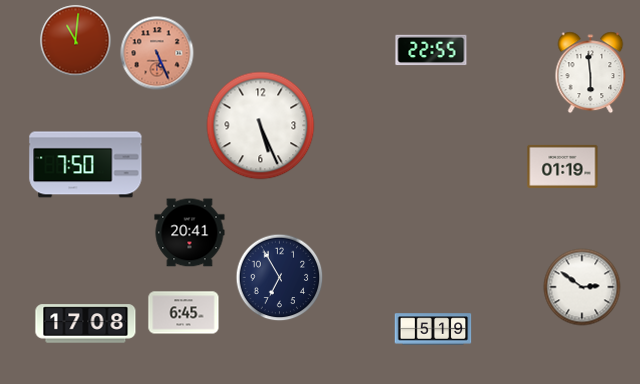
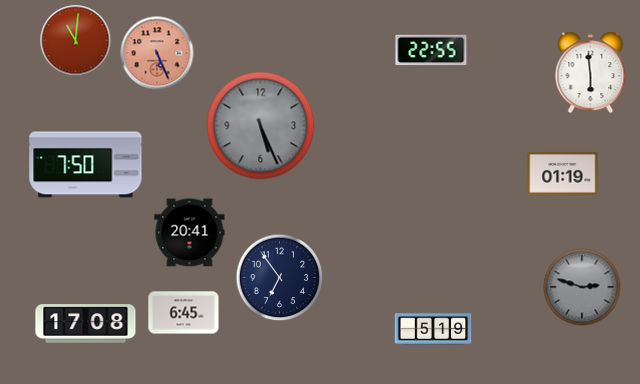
clock at (261, 126) dial: white -> grey
clock at (563, 166) position: (563, 166) -> (563, 173)
clock at (280, 278): 6:55 -> 6:54
clock at (582, 287): 2:51 -> 2:48
clock at (582, 287) dial: white -> grey
